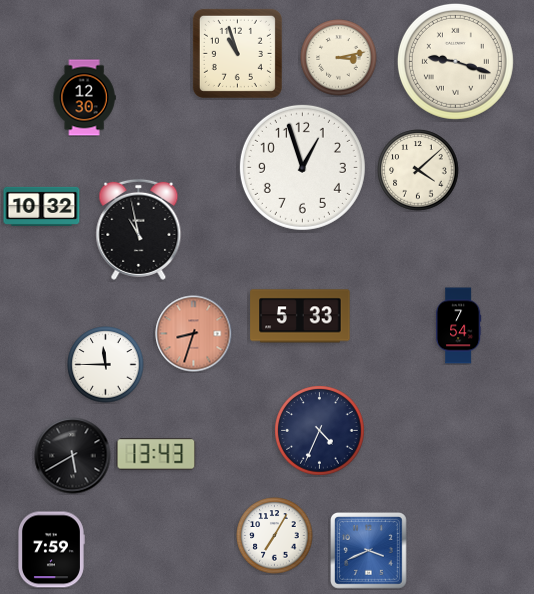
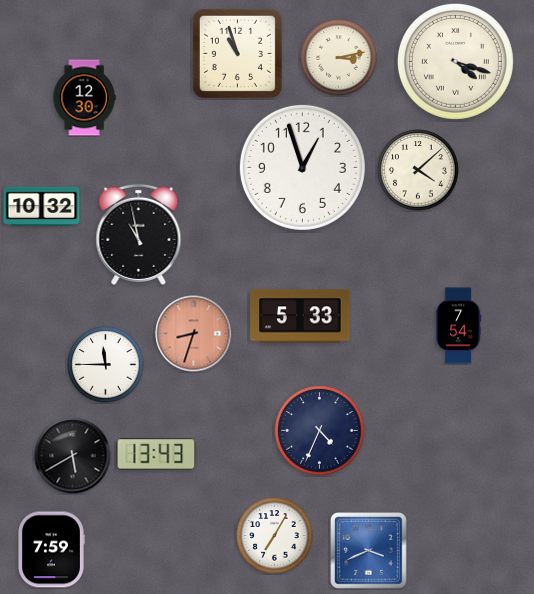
clock at (455, 61): 9:18 -> 4:18
clock at (139, 229) position: (139, 229) -> (139, 234)
